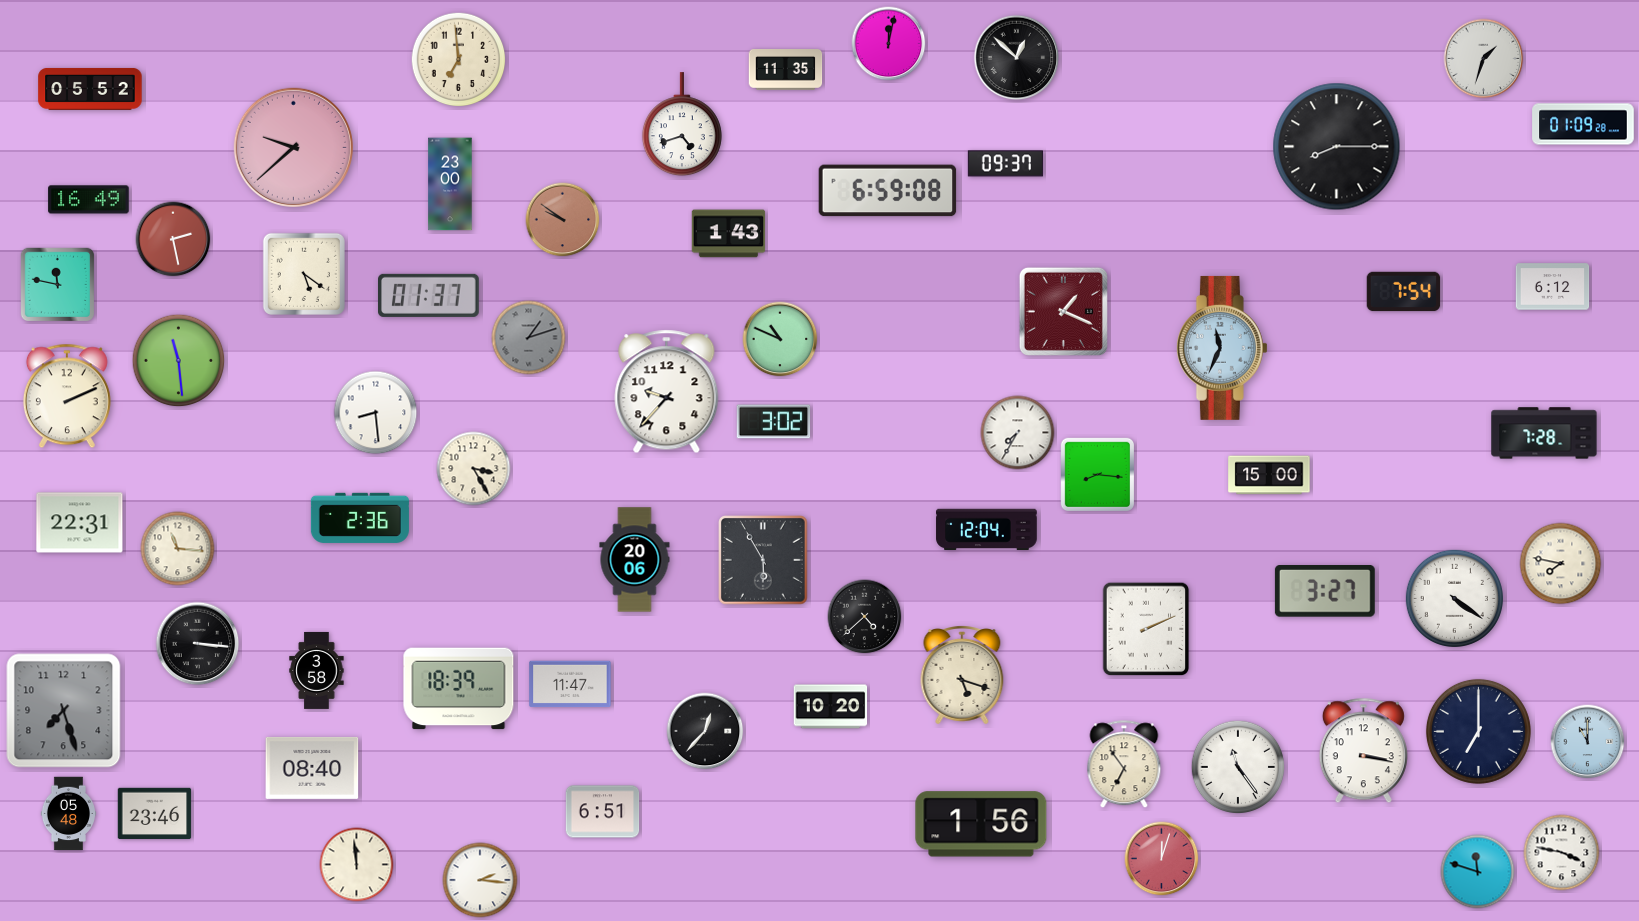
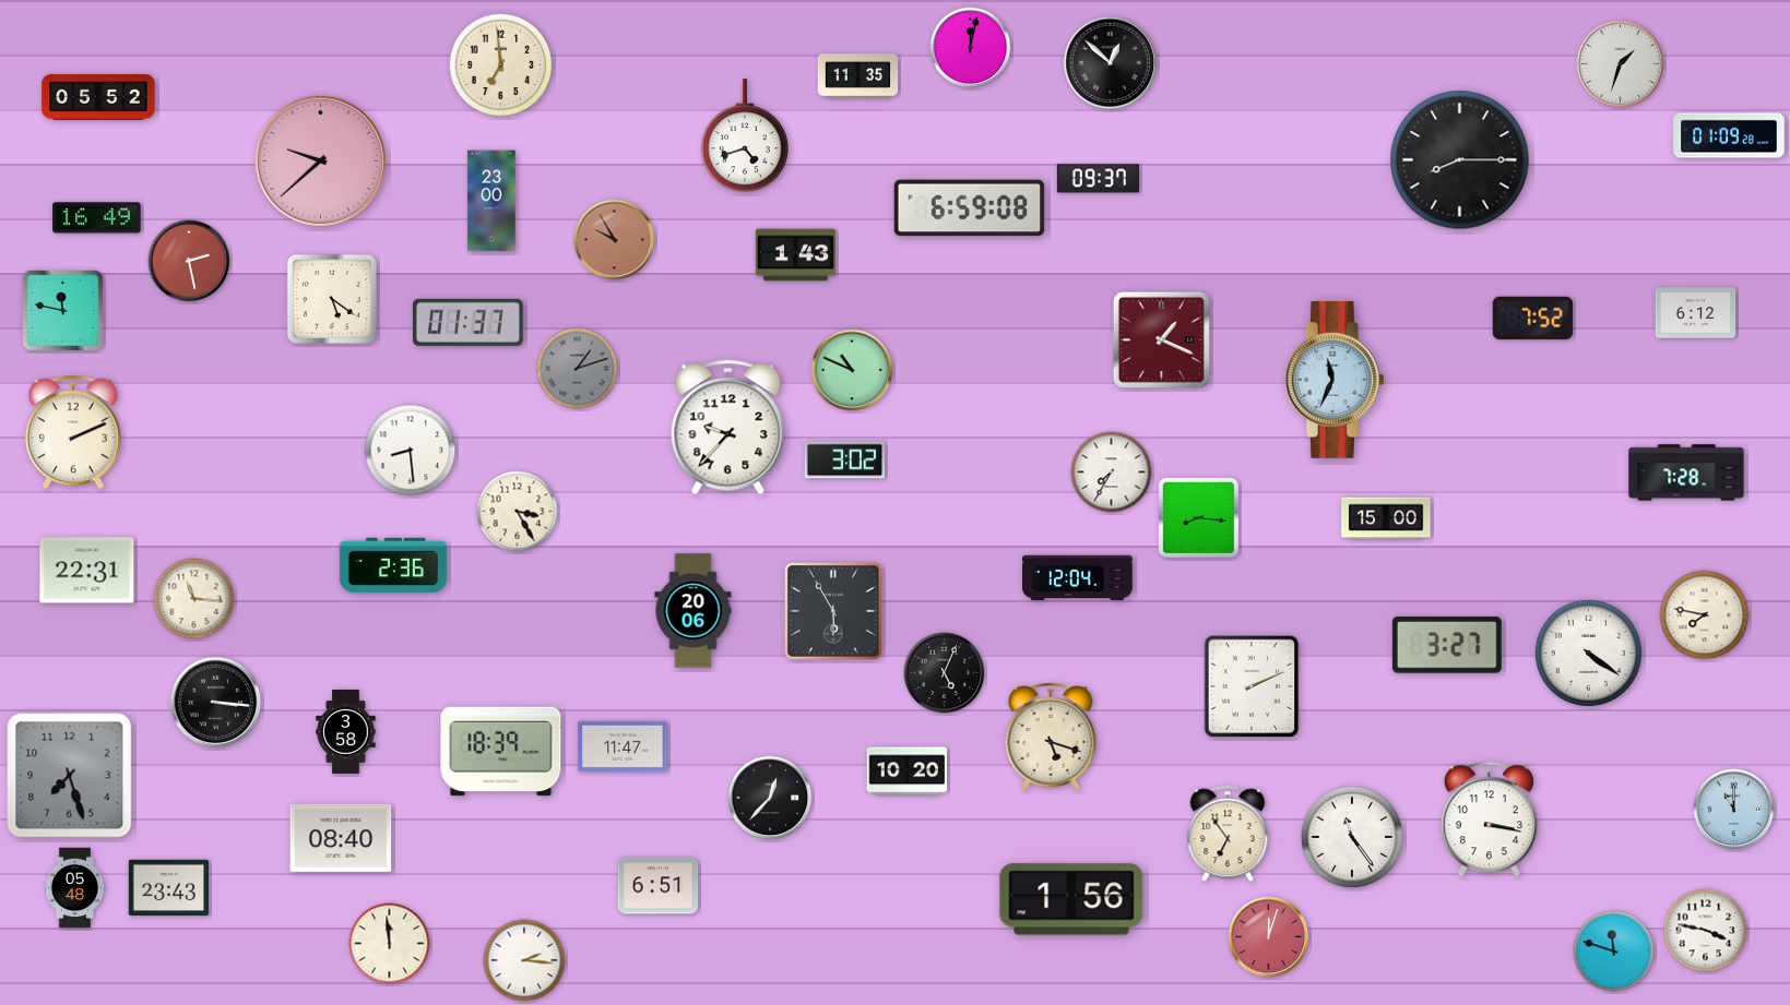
clock at (563, 220): 9:51 -> 9:55
clock at (1404, 292): 7:54 -> 7:52
clock at (179, 361): 11:29 -> none
clock at (865, 617): 4:38 -> 5:04
clock at (1478, 731): 7:00 -> none
clock at (155, 814): 23:46 -> 23:43
